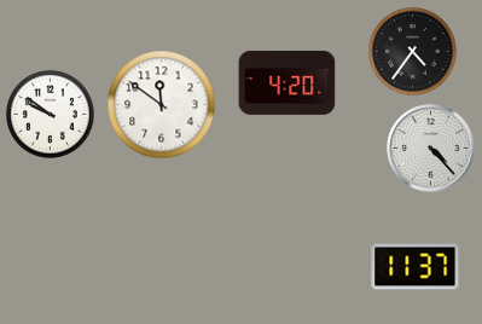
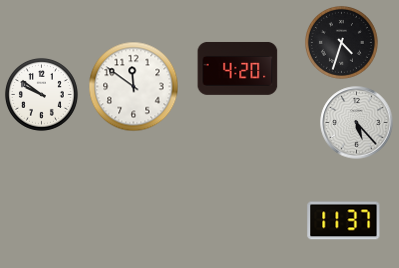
clock at (413, 52): 4:36 -> 4:33
clock at (431, 149): 4:23 -> 5:23
